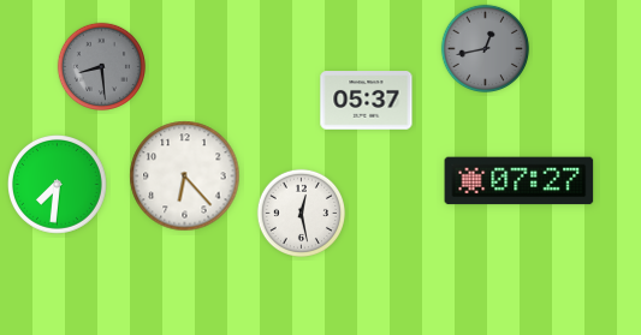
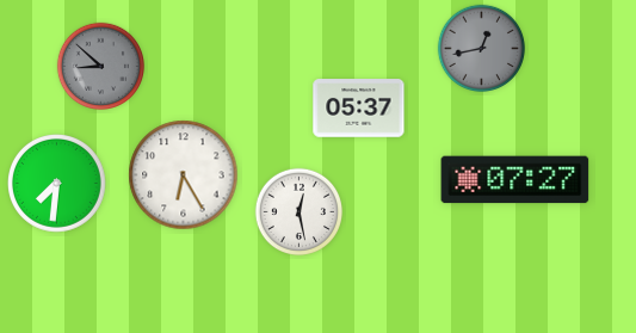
clock at (102, 67): 8:29 -> 8:52
clock at (367, 101) position: (367, 101) -> (359, 109)
clock at (185, 177): 6:23 -> 6:25
